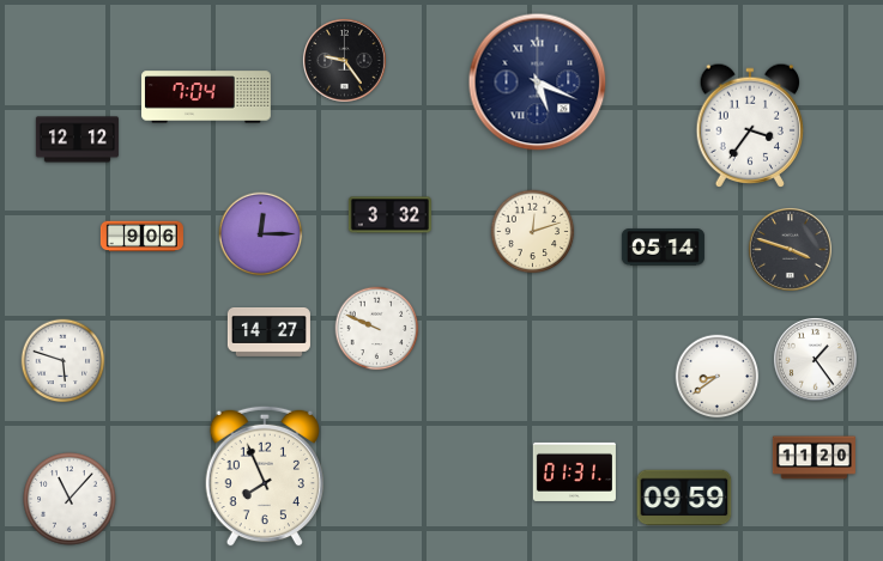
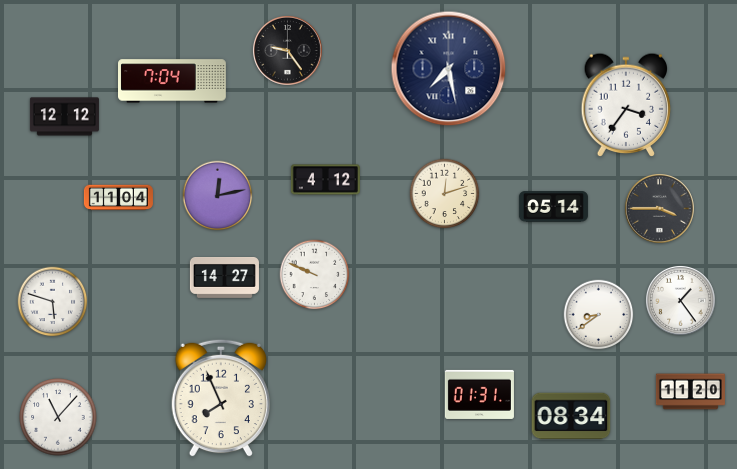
clock at (538, 83): 5:19 -> 7:28
clock at (389, 215): 3:32 -> 4:12
clock at (261, 234): 12:15 -> 12:13
clock at (141, 237): 9:06 -> 11:04
clock at (790, 249): 3:48 -> 3:45
clock at (814, 458) position: (814, 458) -> (690, 392)
clock at (684, 498): 09:59 -> 08:34
